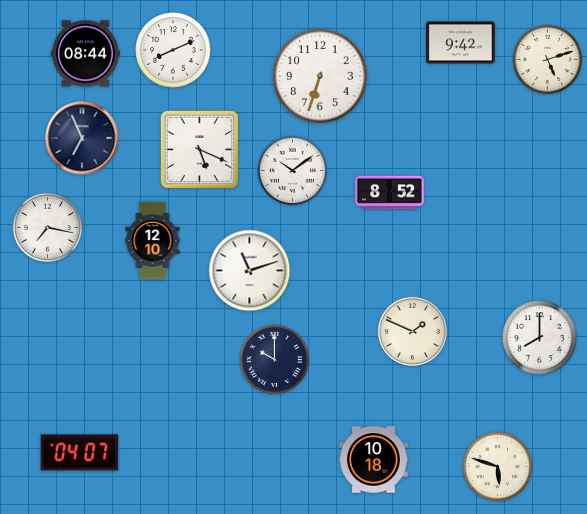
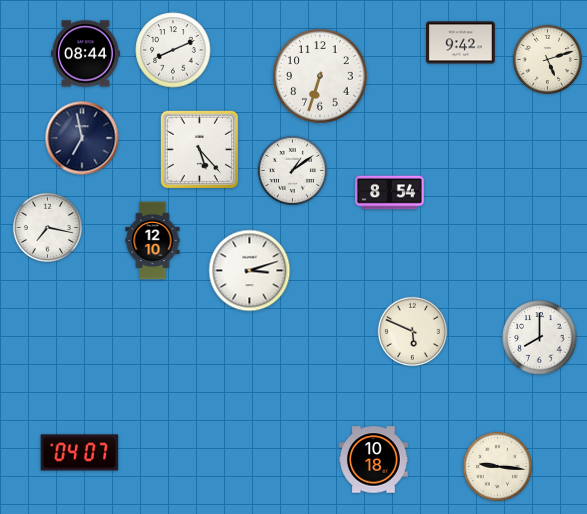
clock at (82, 138): 6:56 -> 6:58
clock at (199, 149): 5:19 -> 5:23
clock at (292, 170): 10:09 -> 1:09
clock at (390, 193): 8:52 -> 8:54
clock at (250, 271): 11:12 -> 3:12
clock at (412, 331): 1:49 -> 5:49
clock at (274, 359): 10:00 -> none
clock at (497, 466): 5:48 -> 9:16
